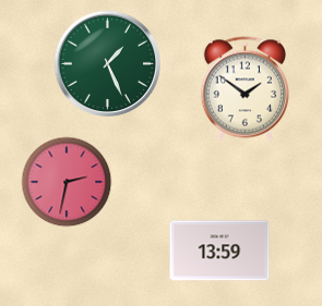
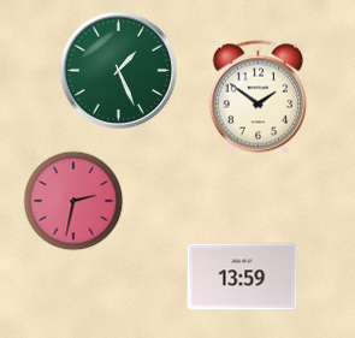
clock at (245, 89) position: (245, 89) -> (258, 99)
